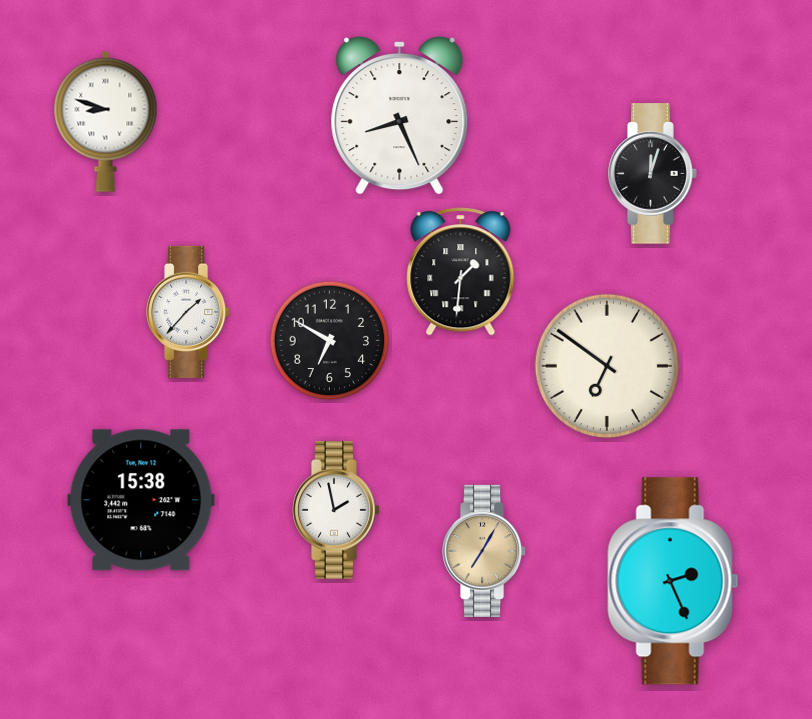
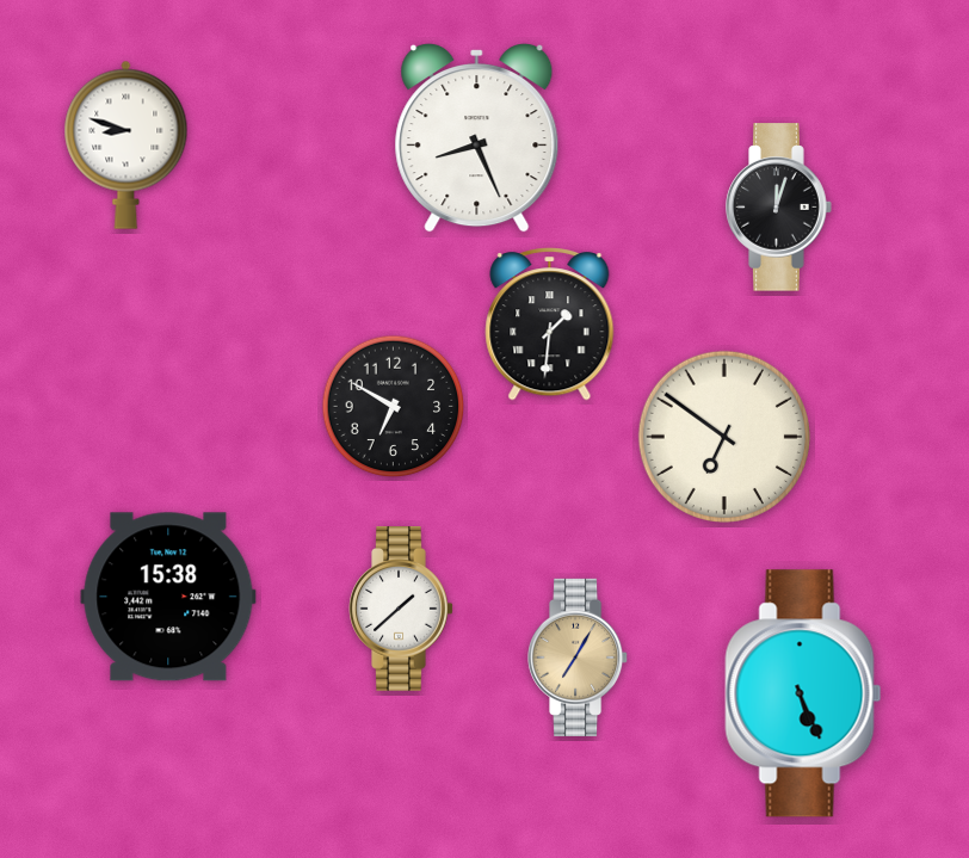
clock at (189, 312): 1:37 -> none
clock at (336, 511): 1:58 -> 1:38
clock at (673, 581): 2:26 -> 5:26
